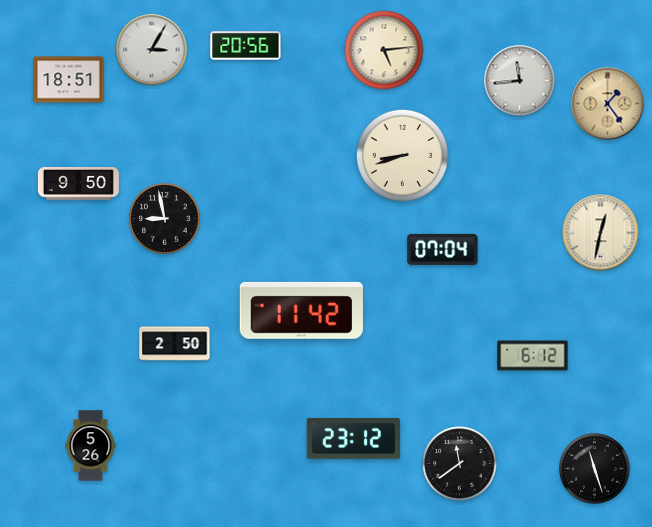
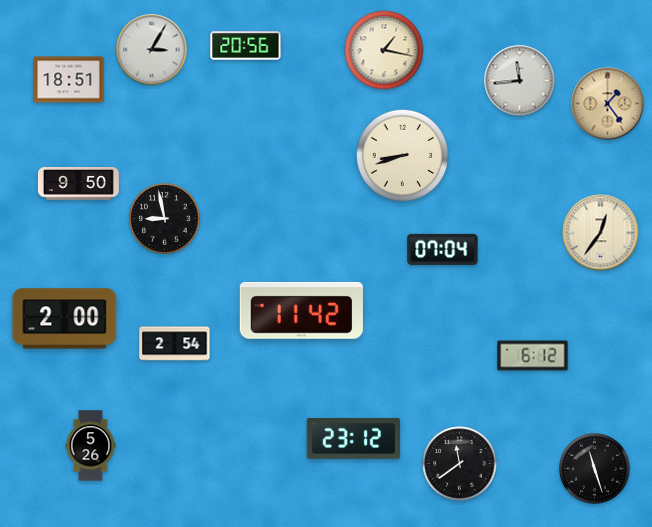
clock at (384, 50): 5:14 -> 1:17
clock at (601, 233): 12:32 -> 12:36
clock at (65, 319): none -> 2:00
clock at (175, 344): 2:50 -> 2:54
